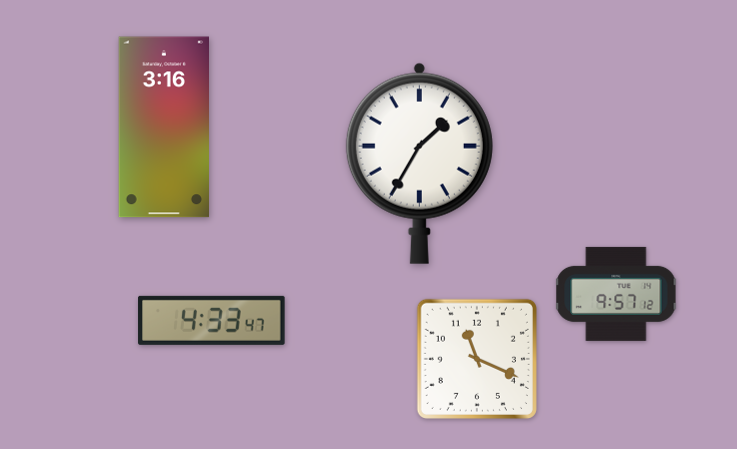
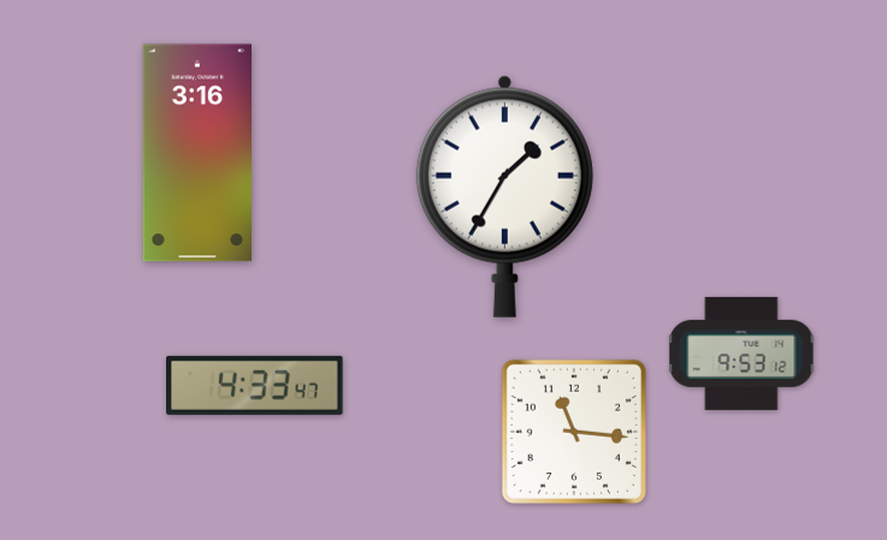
clock at (616, 294): 9:57 -> 9:53
clock at (477, 359): 11:19 -> 11:16
